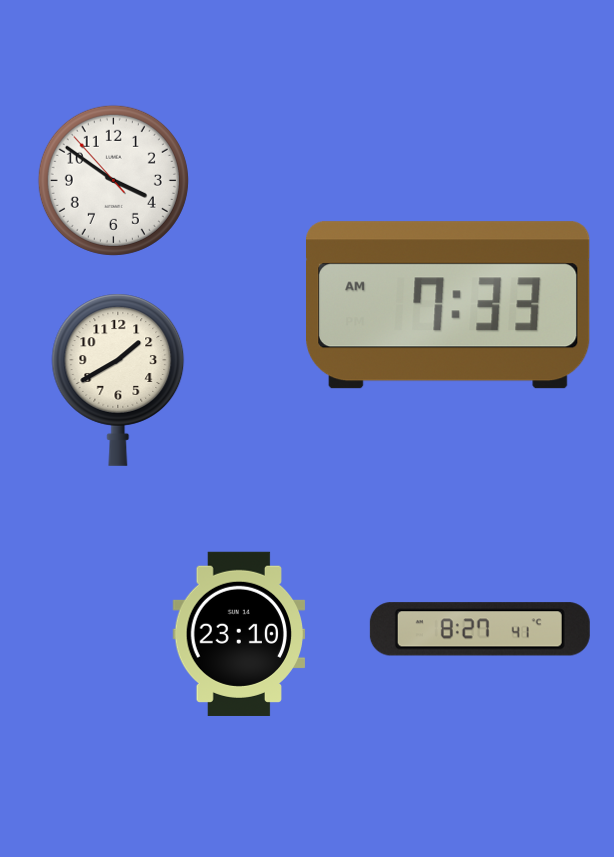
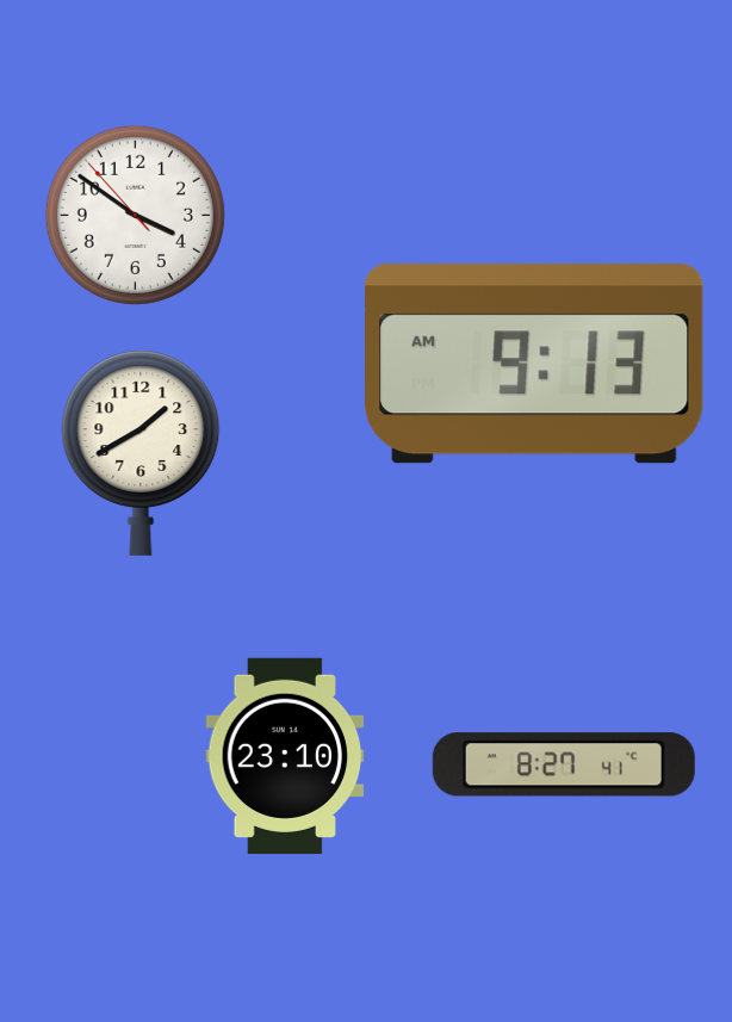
clock at (449, 305): 7:33 -> 9:13
clock at (480, 629) position: (480, 629) -> (564, 764)
